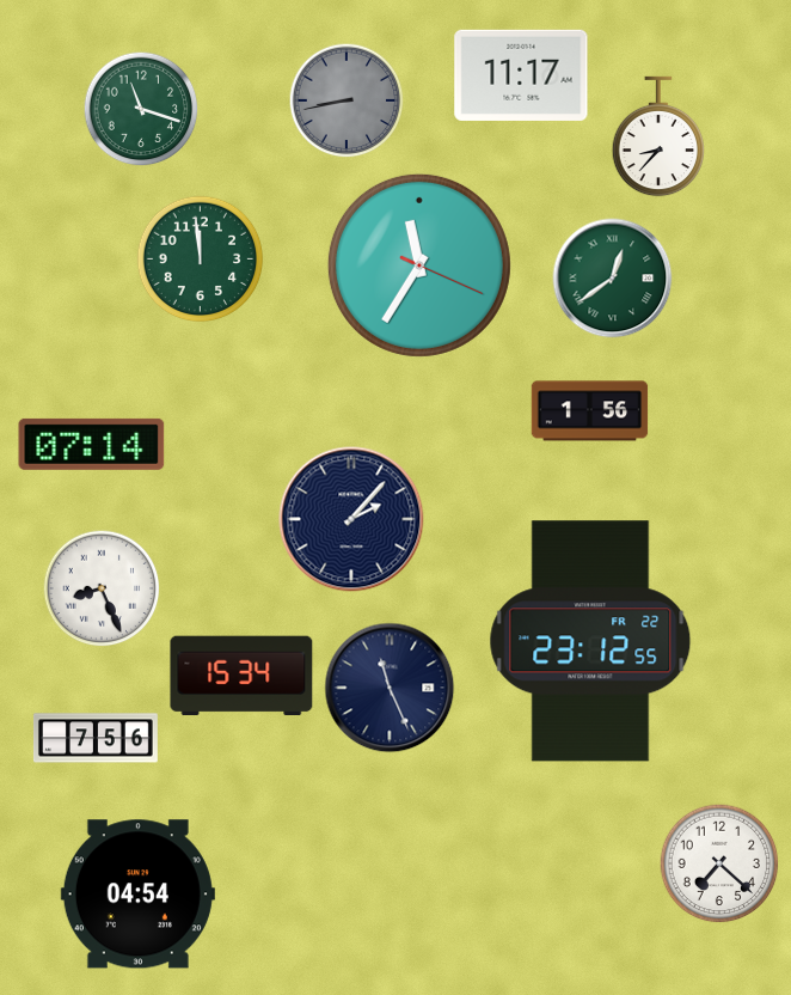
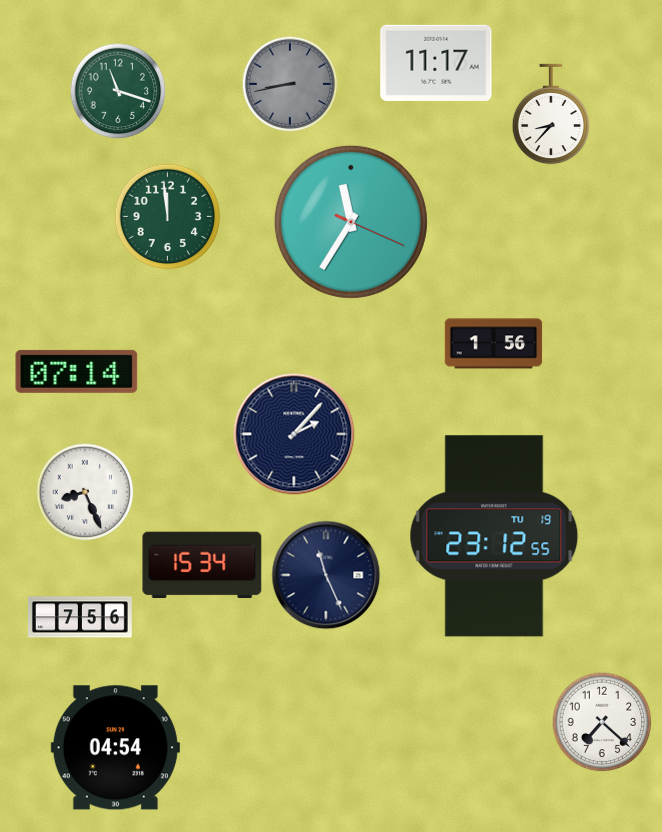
clock at (613, 279): 12:39 -> none
clock at (590, 641) date: FR 22 -> TU 19
